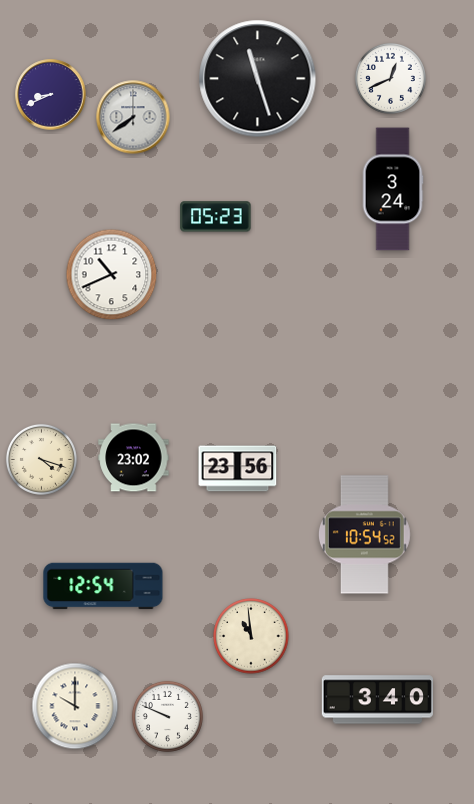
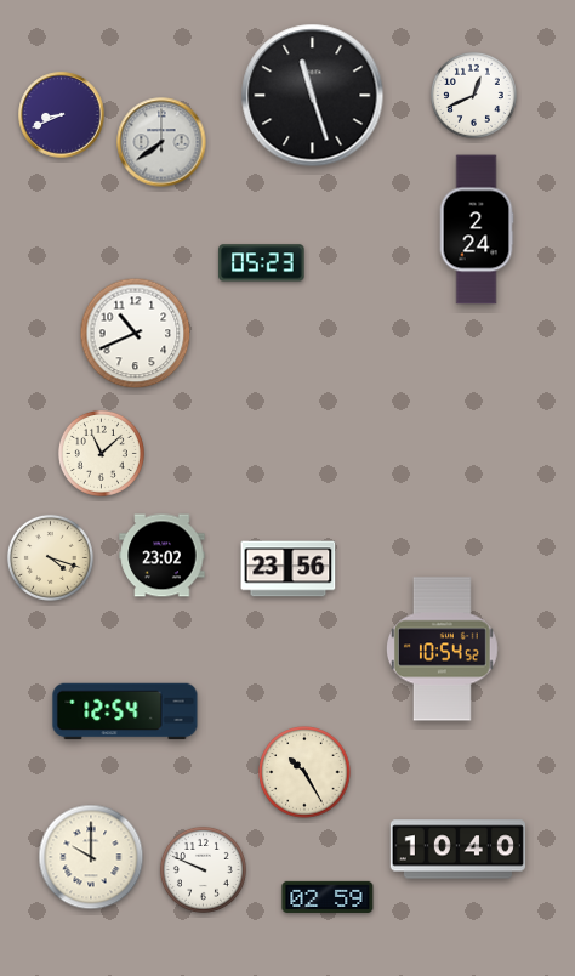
clock at (393, 189): 3:24 -> 2:24
clock at (101, 453): none -> 11:08
clock at (251, 636): 10:59 -> 10:25
clock at (377, 700): 3:40 -> 10:40
clock at (328, 897): none -> 02:59
